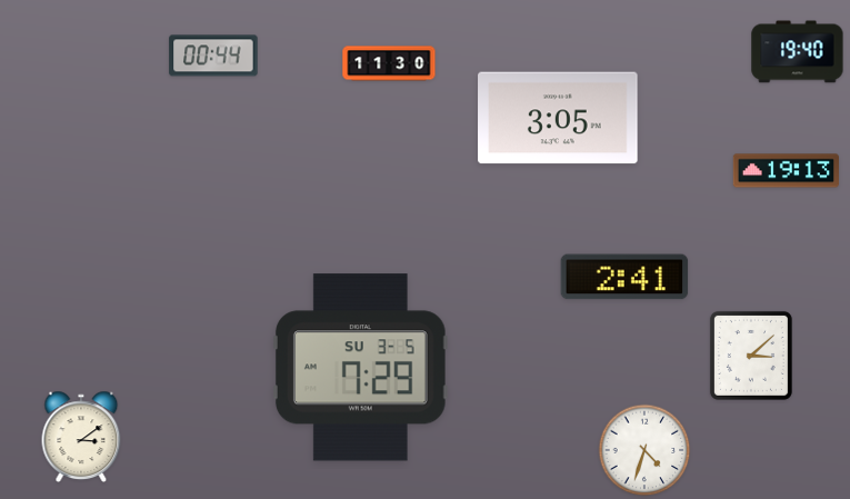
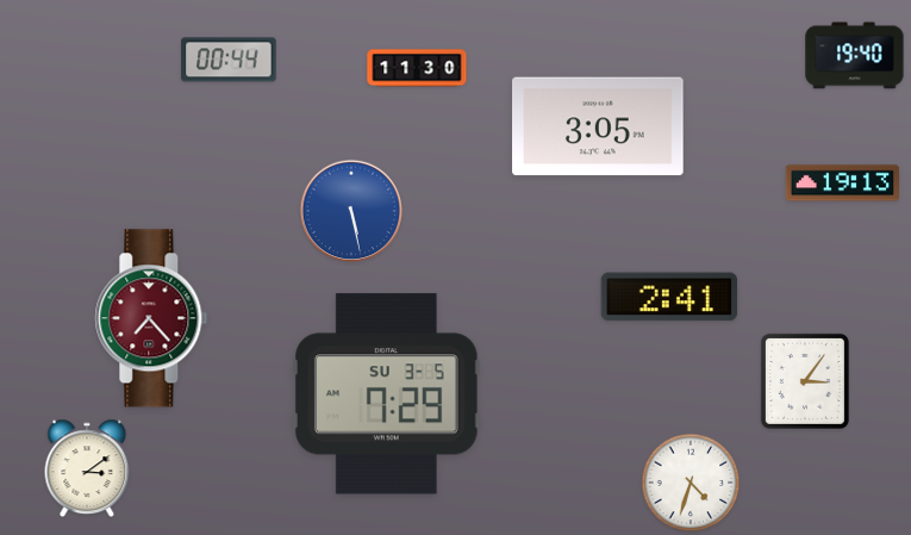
clock at (351, 211): none -> 5:28
clock at (151, 318): none -> 7:23
clock at (751, 356): 3:08 -> 3:06
